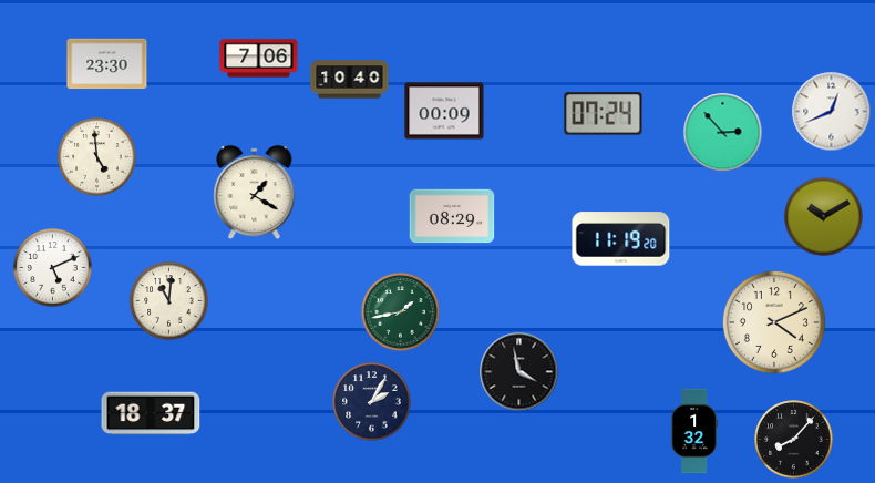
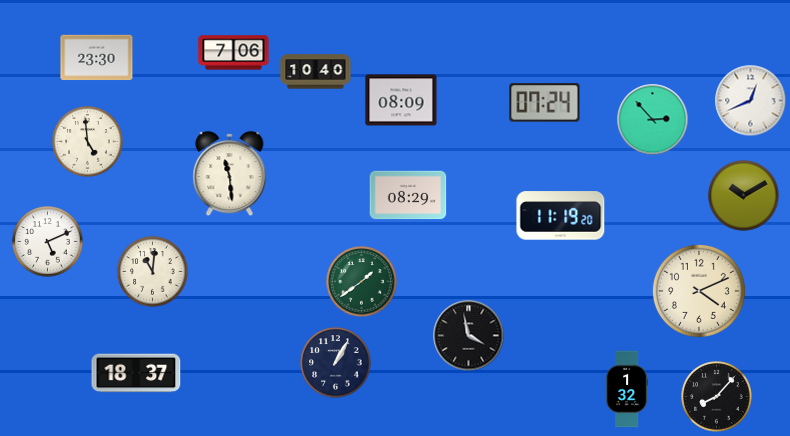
clock at (444, 111): 00:09 -> 08:09
clock at (255, 193): 1:20 -> 11:29
clock at (401, 312): 1:43 -> 1:39
clock at (372, 402): 2:05 -> 1:05
